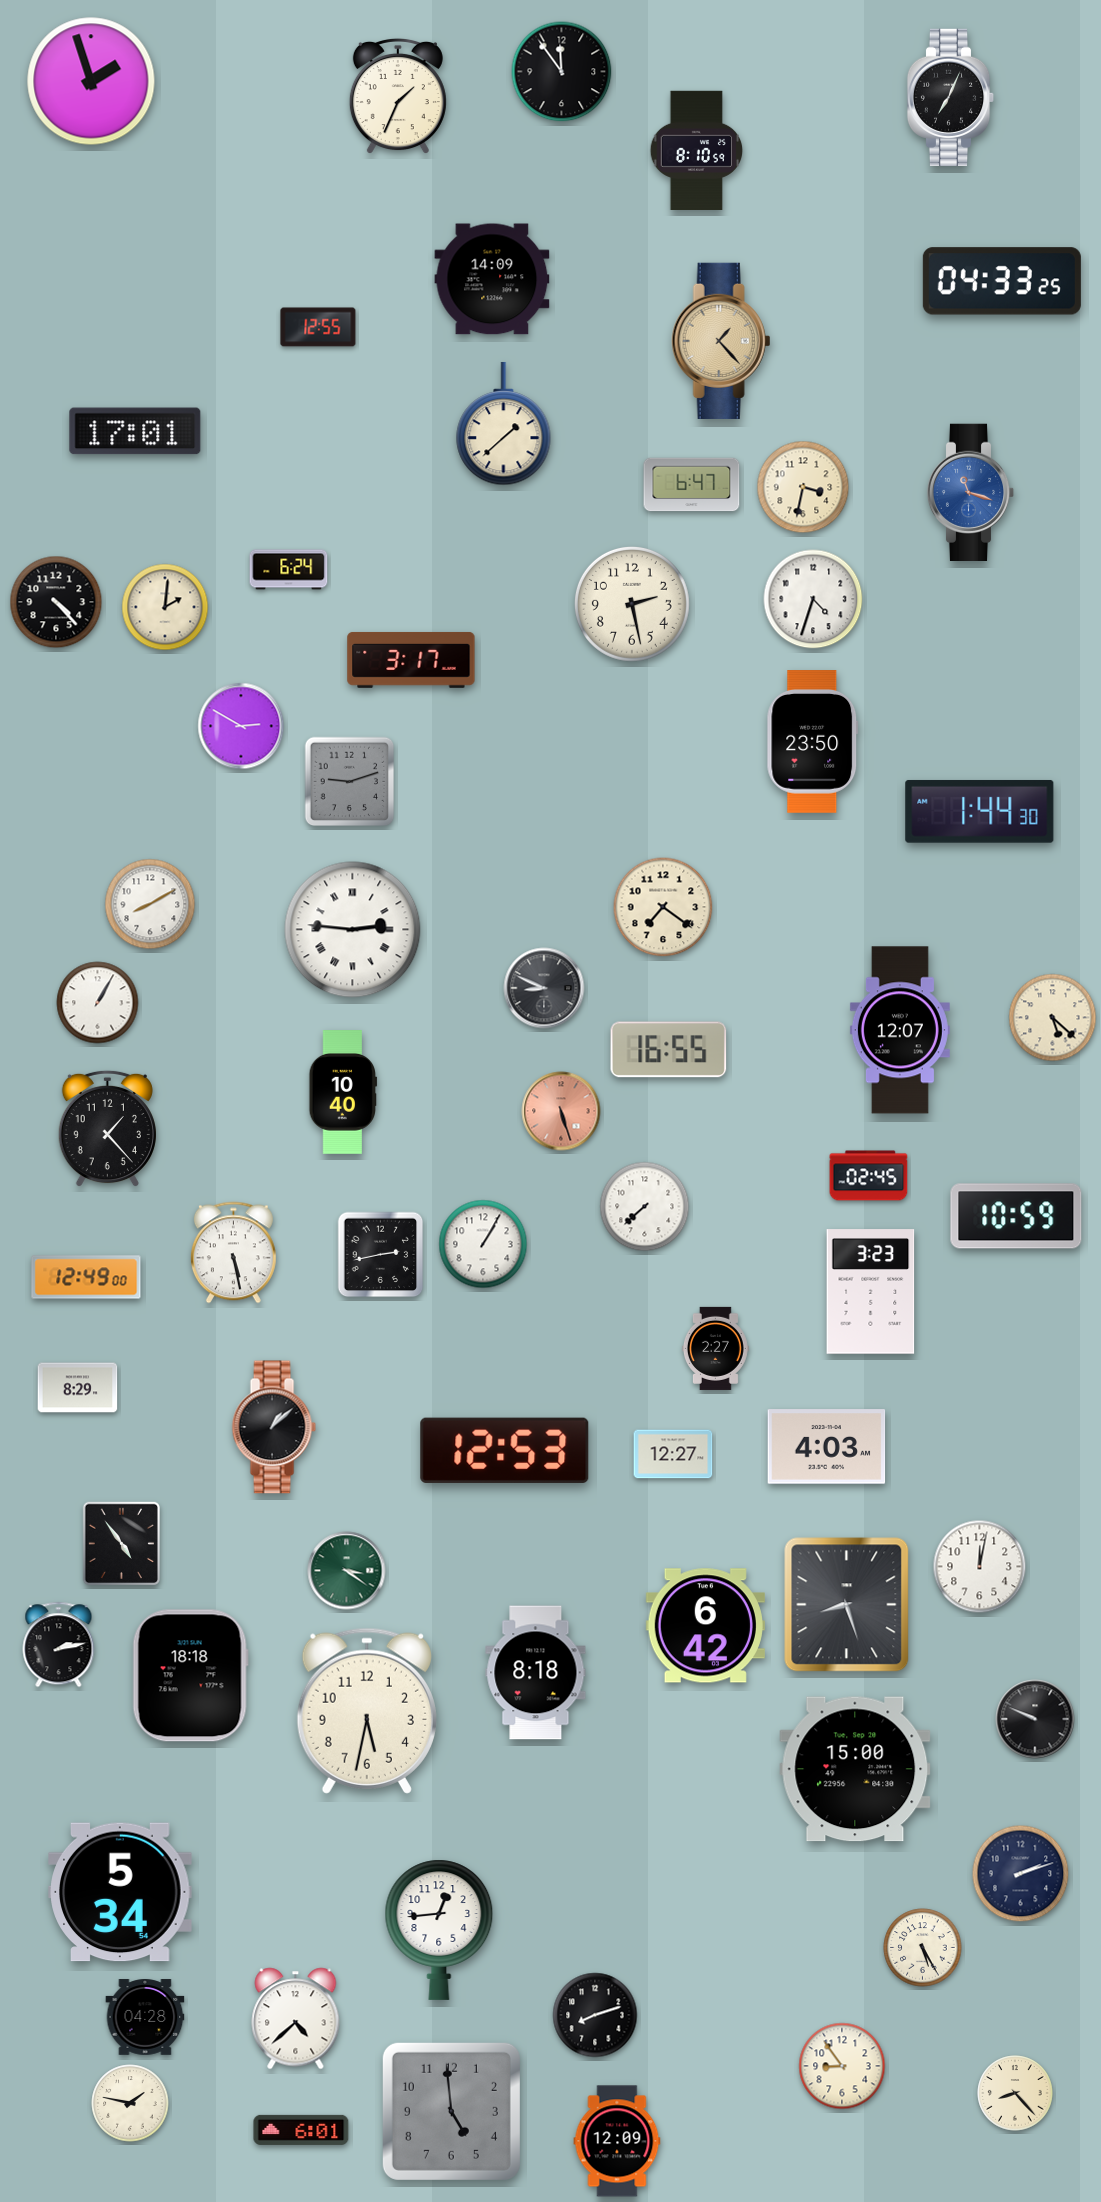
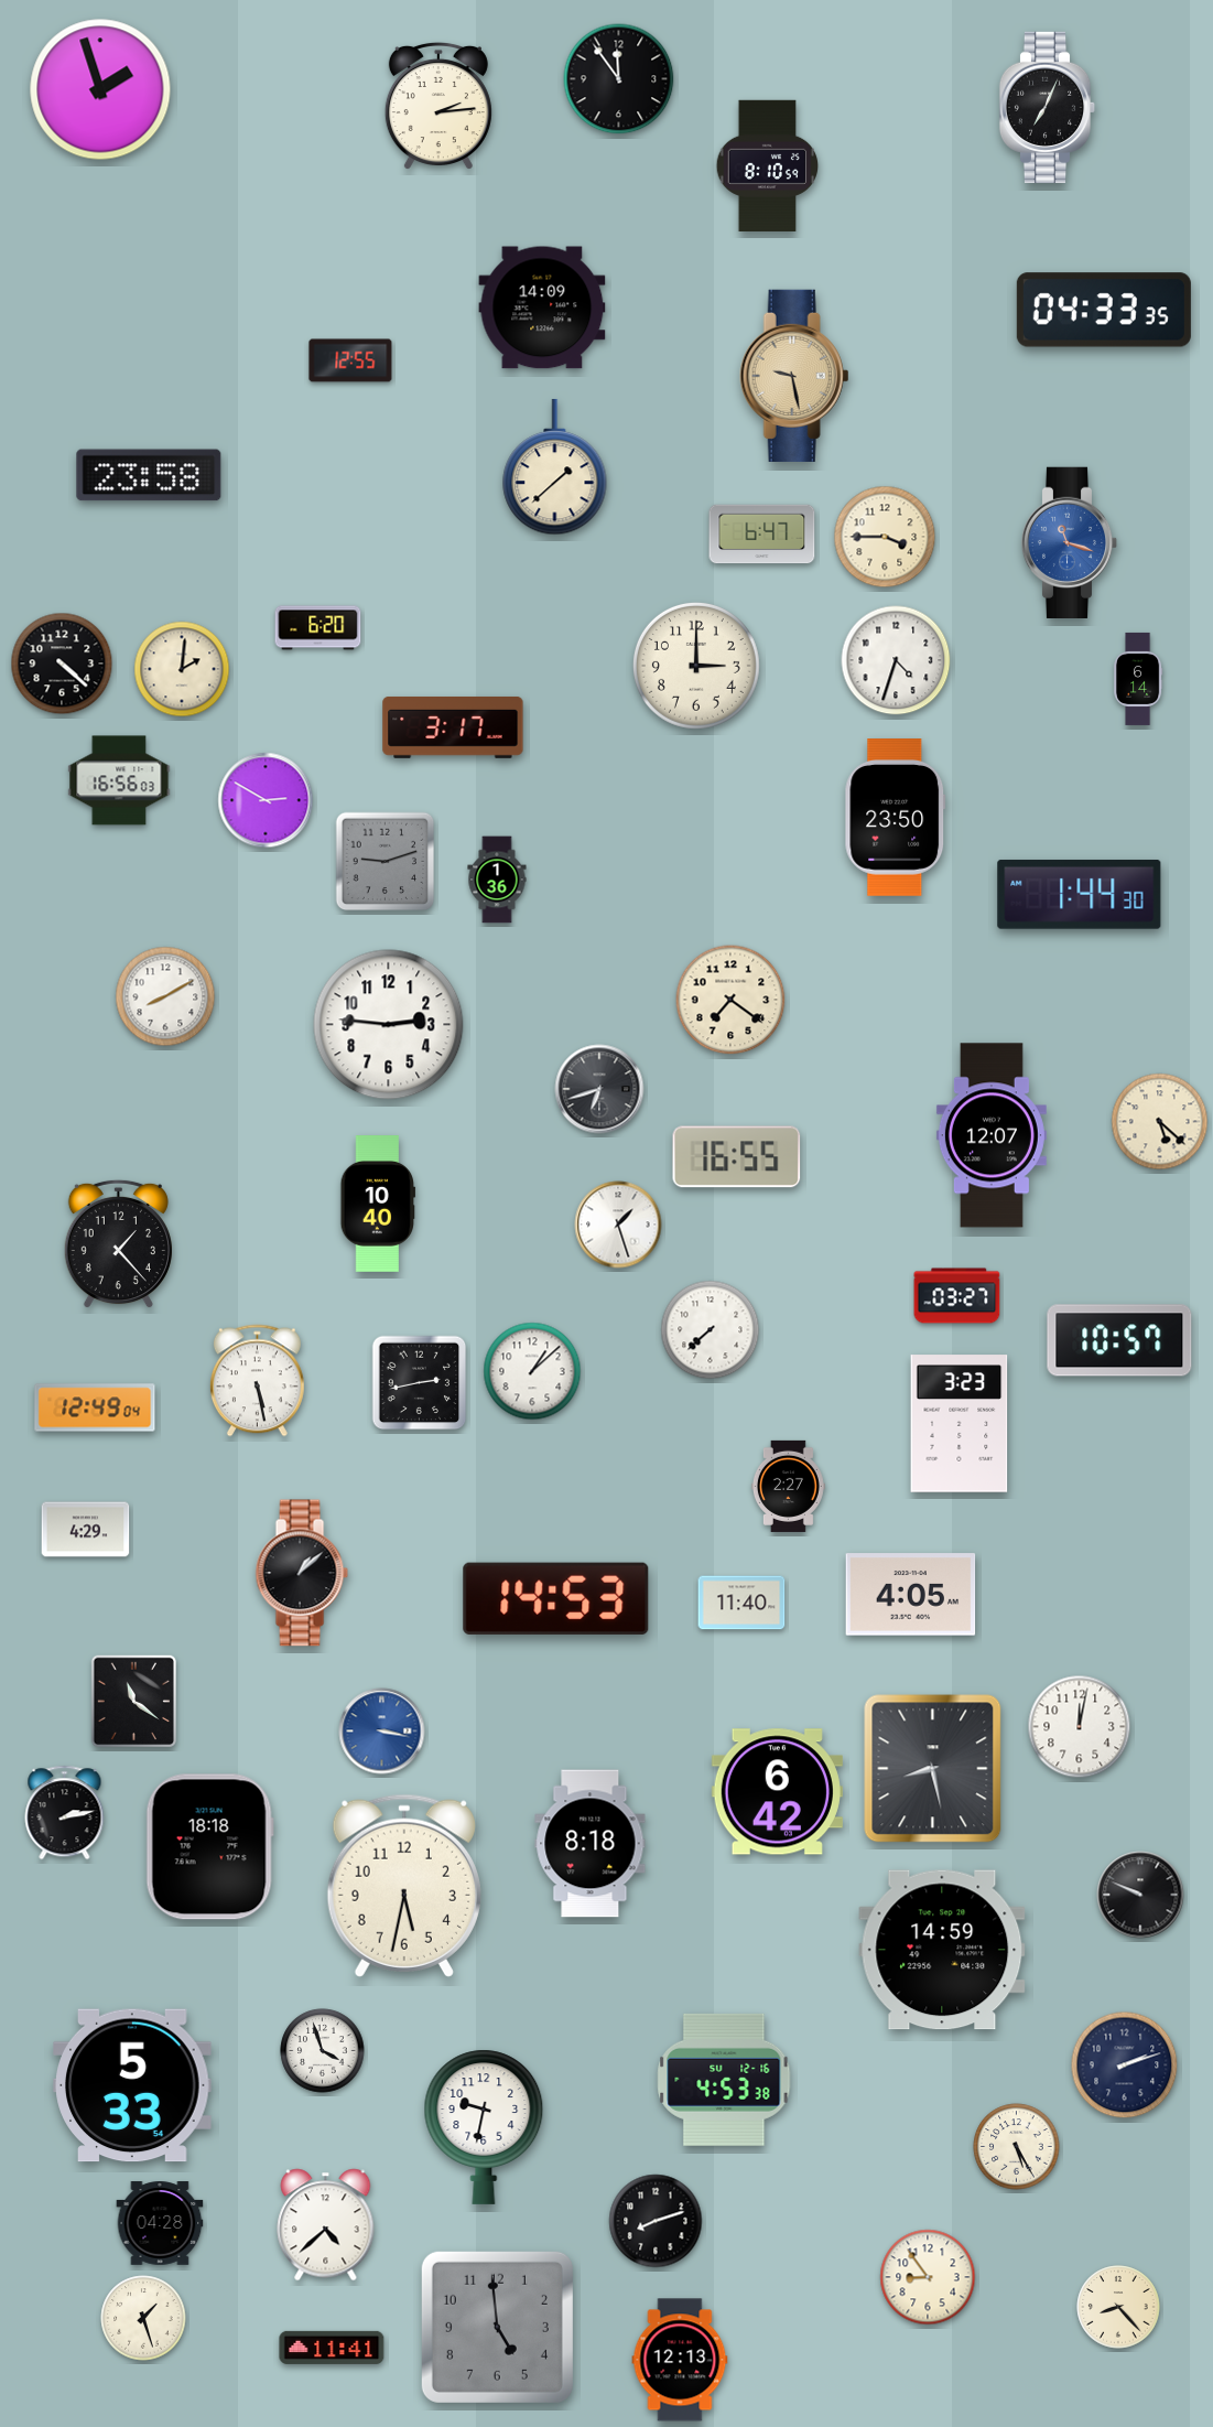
clock at (398, 96): 1:34 -> 2:14
clock at (1002, 281): 04:33:25 -> 04:33:35
clock at (721, 341): 1:23 -> 9:28
clock at (135, 431): 17:01 -> 23:58
clock at (803, 487): 3:32 -> 3:45
clock at (289, 570): 6:24 -> 6:20
clock at (56, 602): 4:23 -> 4:22
clock at (632, 604): 2:28 -> 3:00
clock at (1139, 679): none -> 6:14
clock at (119, 780): none -> 16:56
clock at (497, 880): none -> 1:36
clock at (353, 930) numerals: Roman -> Arabic
clock at (544, 988): 8:49 -> 6:42
clock at (98, 1003): 1:05 -> none
clock at (561, 1111): 5:27 -> 1:27
clock at (561, 1111) dial: salmon -> white
clock at (869, 1176): 02:45 -> 03:27
clock at (1016, 1216): 10:59 -> 10:57
clock at (483, 1244): 1:05 -> 1:08
clock at (86, 1277): 12:49:00 -> 12:49:04
clock at (78, 1388): 8:29 -> 4:29
clock at (827, 1447): 4:03 -> 4:05
clock at (505, 1450): 12:53 -> 14:53
clock at (673, 1454): 12:27 -> 11:40
clock at (121, 1544): 4:54 -> 11:21
clock at (347, 1571): 3:21 -> 3:17
clock at (347, 1571) dial: green -> blue
clock at (847, 1605): 8:27 -> 8:28
clock at (855, 1769): 15:00 -> 14:59
clock at (323, 2051): none -> 3:57
clock at (724, 2080): none -> 4:53
clock at (120, 1892): 5:34 -> 5:33
clock at (439, 1930): 12:44 -> 9:32
clock at (130, 2103): 1:47 -> 1:27
clock at (301, 2130): 6:01 -> 11:41
clock at (617, 2141): 12:09 -> 12:13
